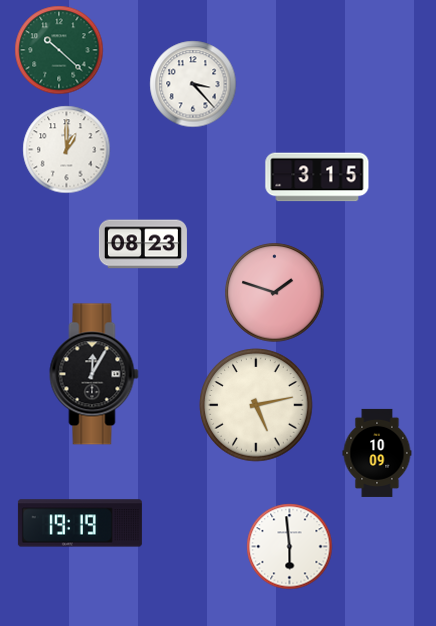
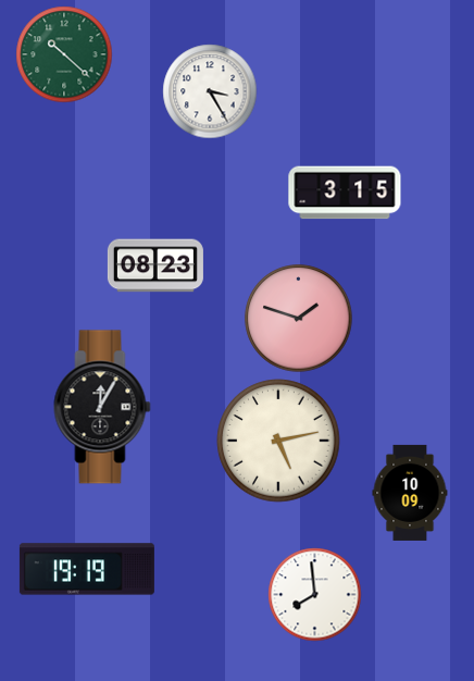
clock at (193, 84): 3:23 -> 3:25
clock at (67, 150): 1:00 -> none
clock at (290, 547): 5:59 -> 7:59
